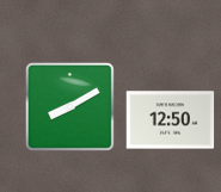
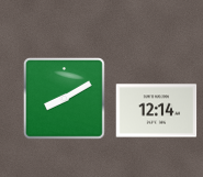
clock at (171, 120): 12:50 -> 12:14
